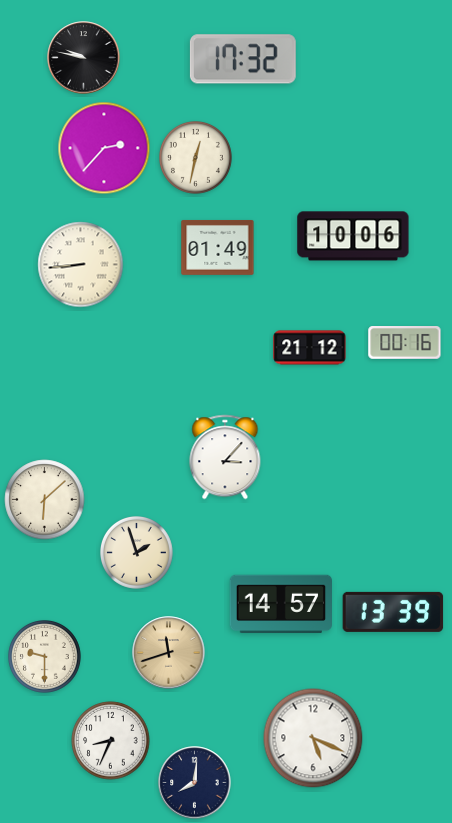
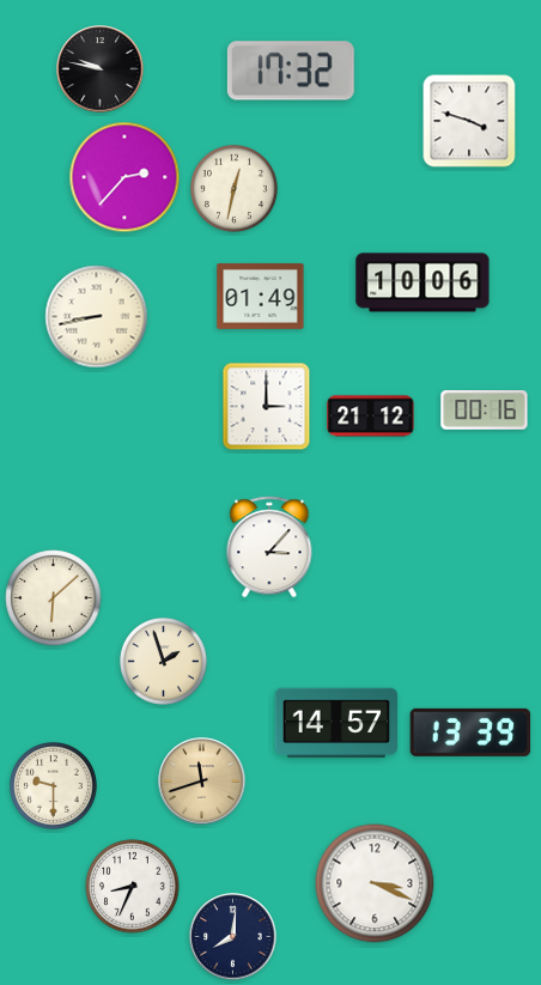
clock at (469, 121): none -> 3:48
clock at (81, 265): 8:44 -> 8:43
clock at (267, 407): none -> 3:00
clock at (313, 738): 5:19 -> 3:19
